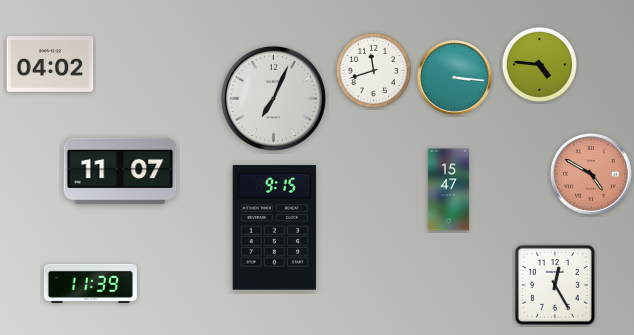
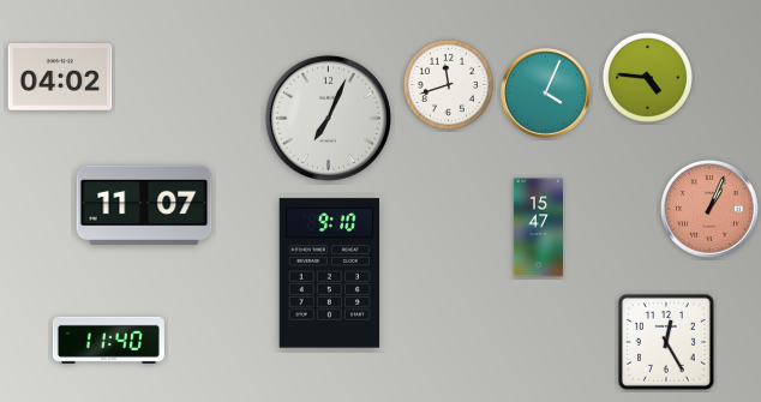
clock at (455, 78): 3:16 -> 4:04
clock at (591, 174): 4:50 -> 1:04
clock at (274, 228): 9:15 -> 9:10
clock at (90, 283): 11:39 -> 11:40
